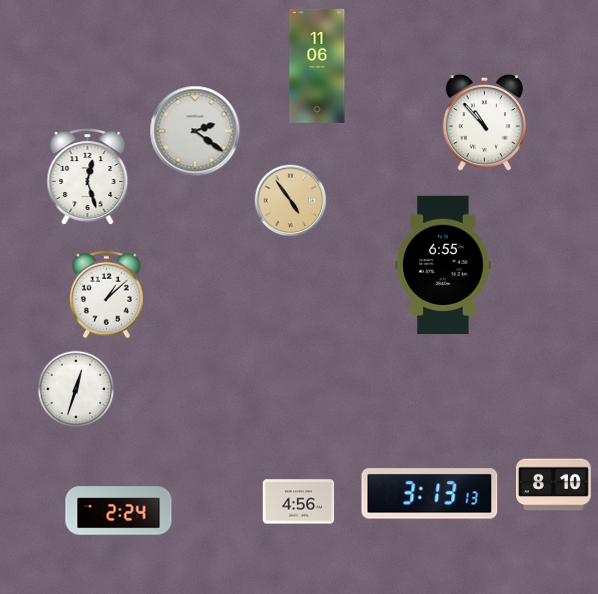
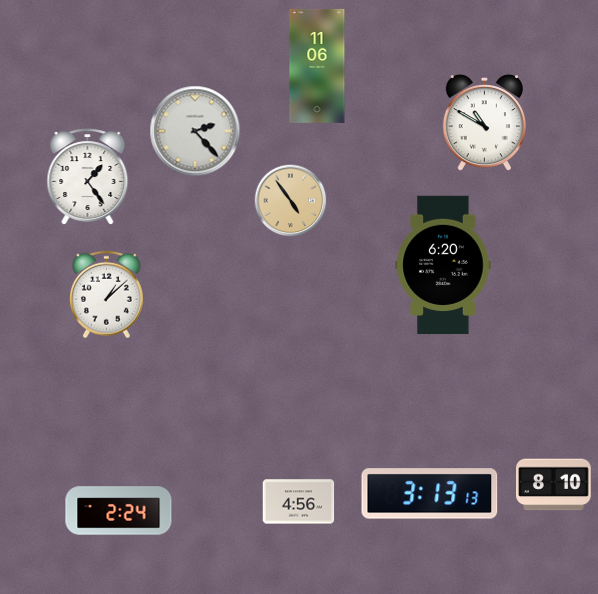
clock at (484, 123): 10:53 -> 10:50
clock at (195, 131): 2:21 -> 2:23
clock at (88, 177): 12:27 -> 1:24
clock at (443, 265): 6:55 -> 6:20
clock at (76, 389): 12:33 -> none
